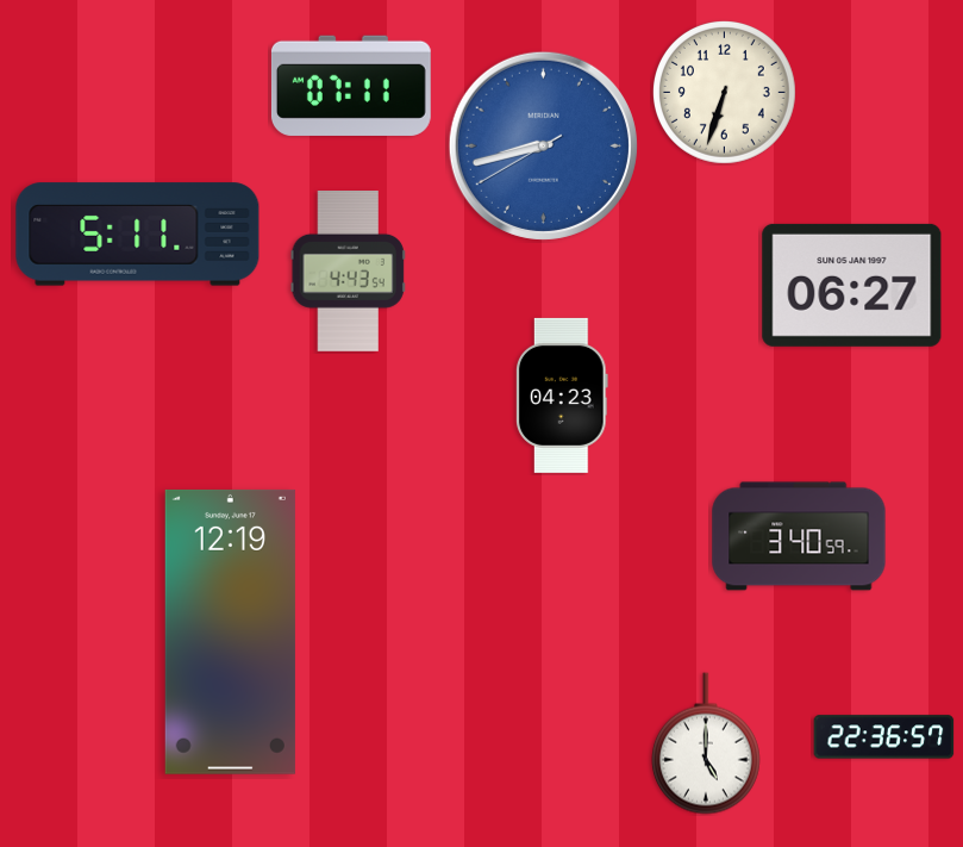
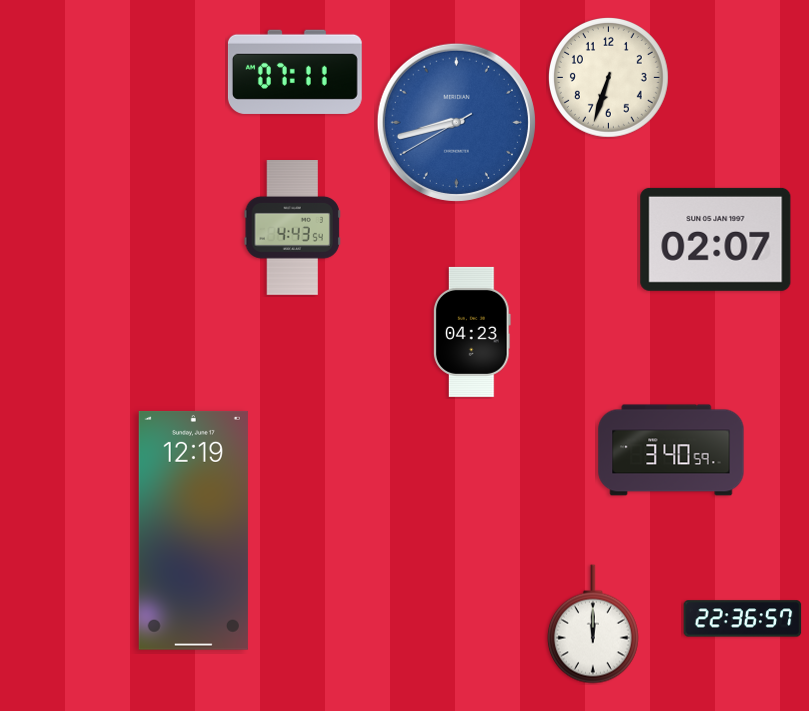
clock at (138, 235): 5:11 -> none
clock at (852, 285): 06:27 -> 02:07
clock at (706, 743): 5:00 -> 12:00
